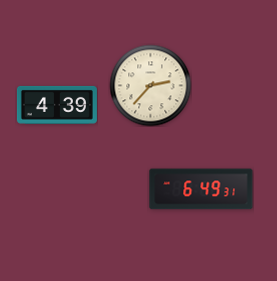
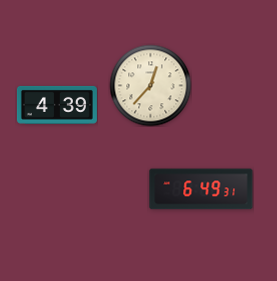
clock at (150, 85): 2:37 -> 12:37
